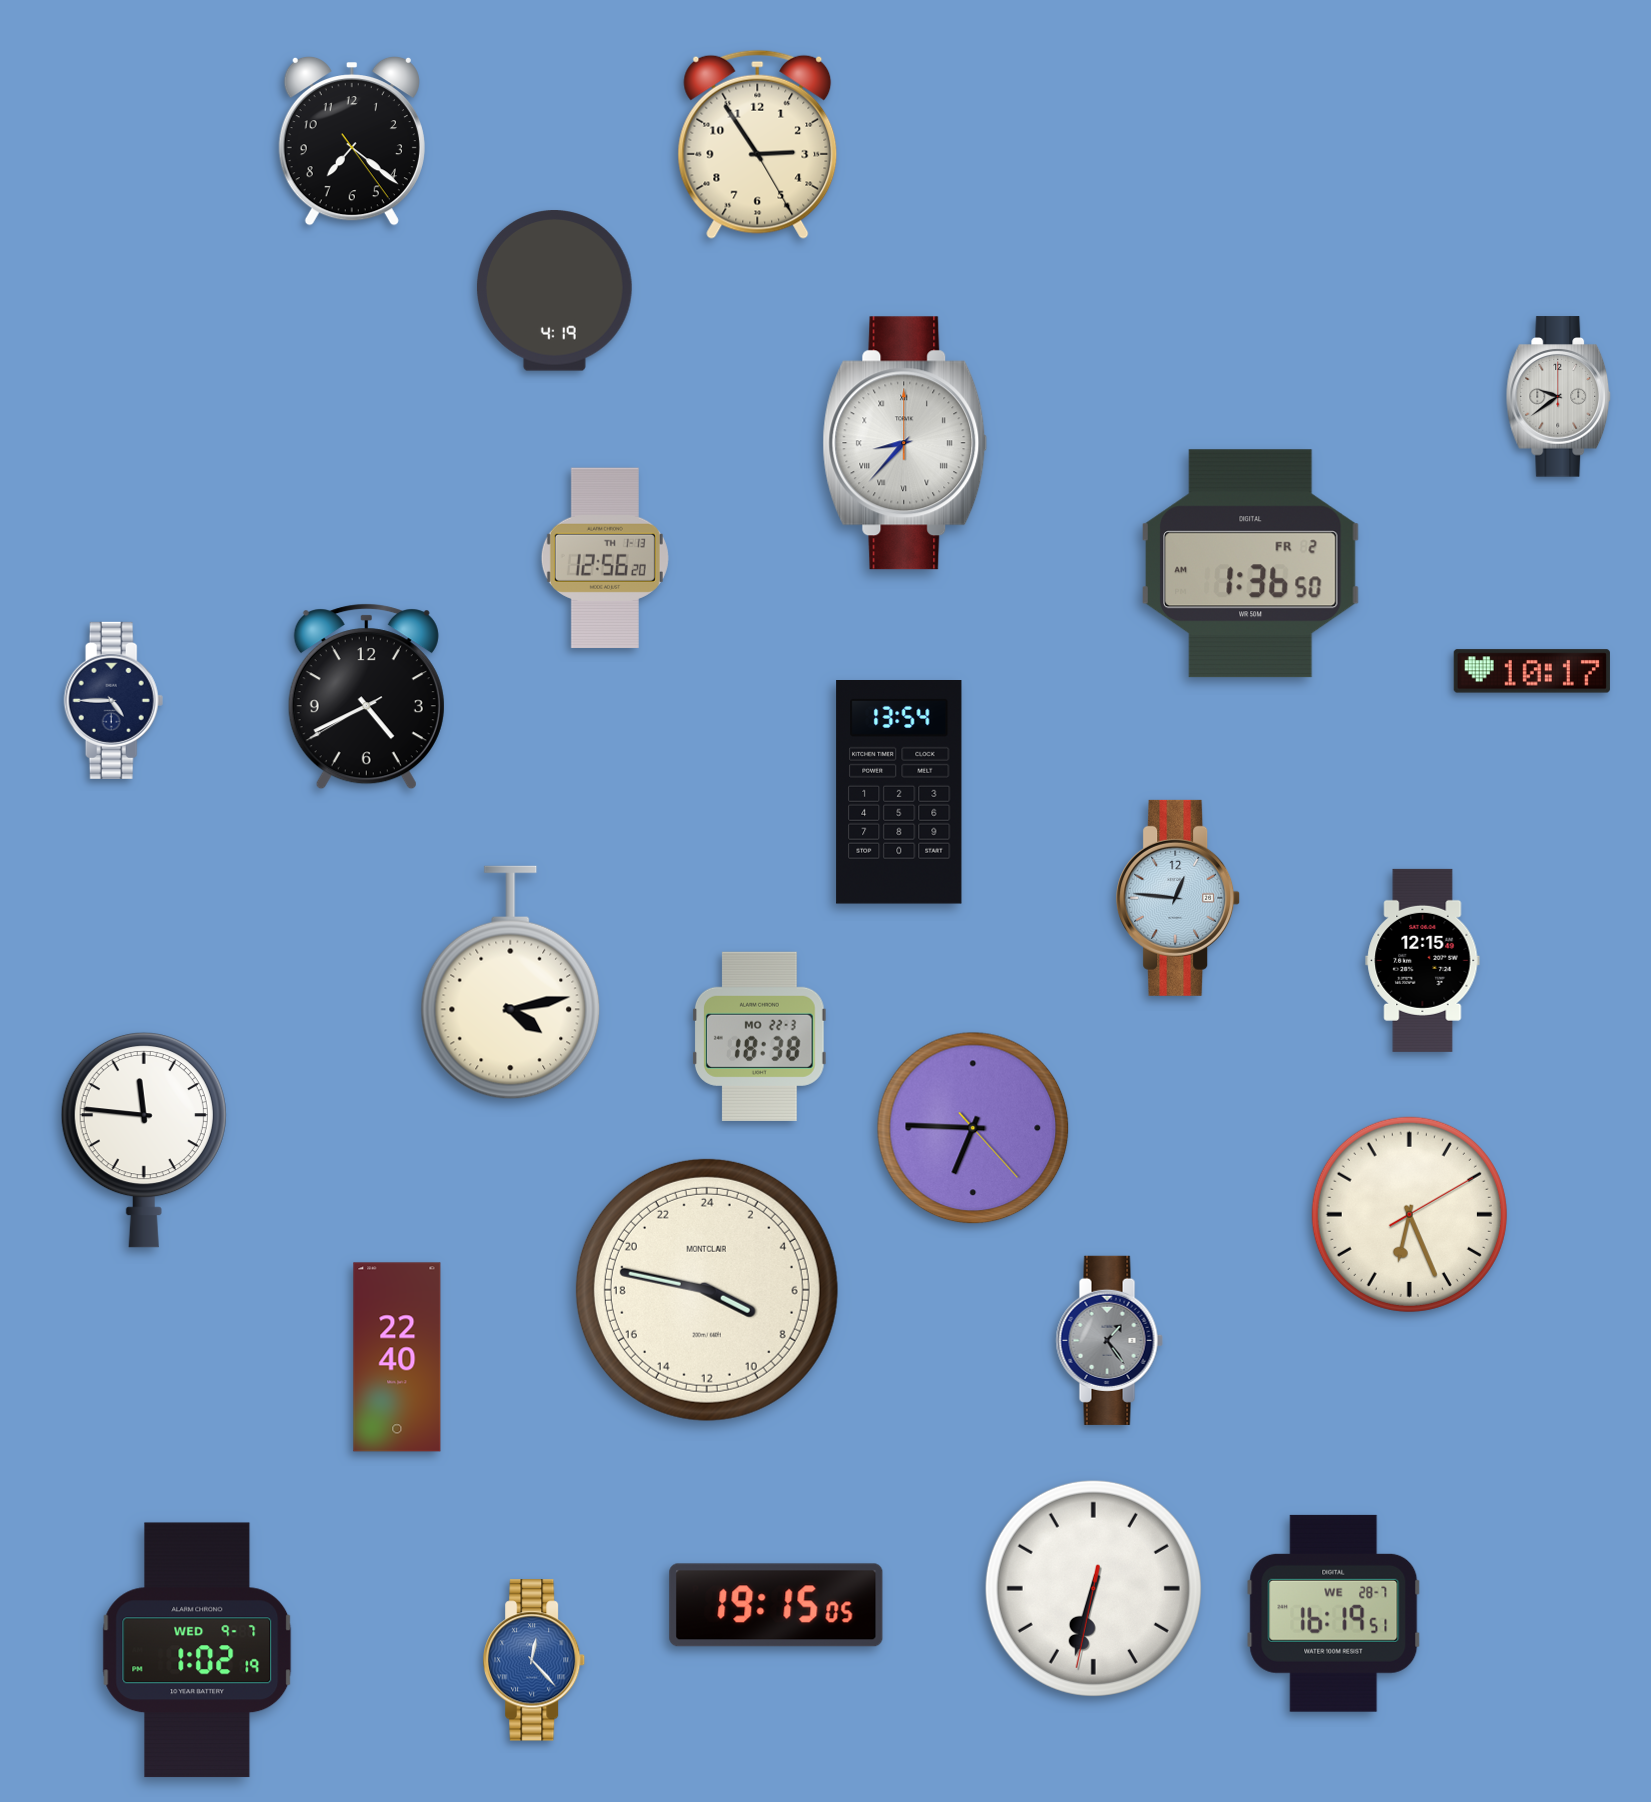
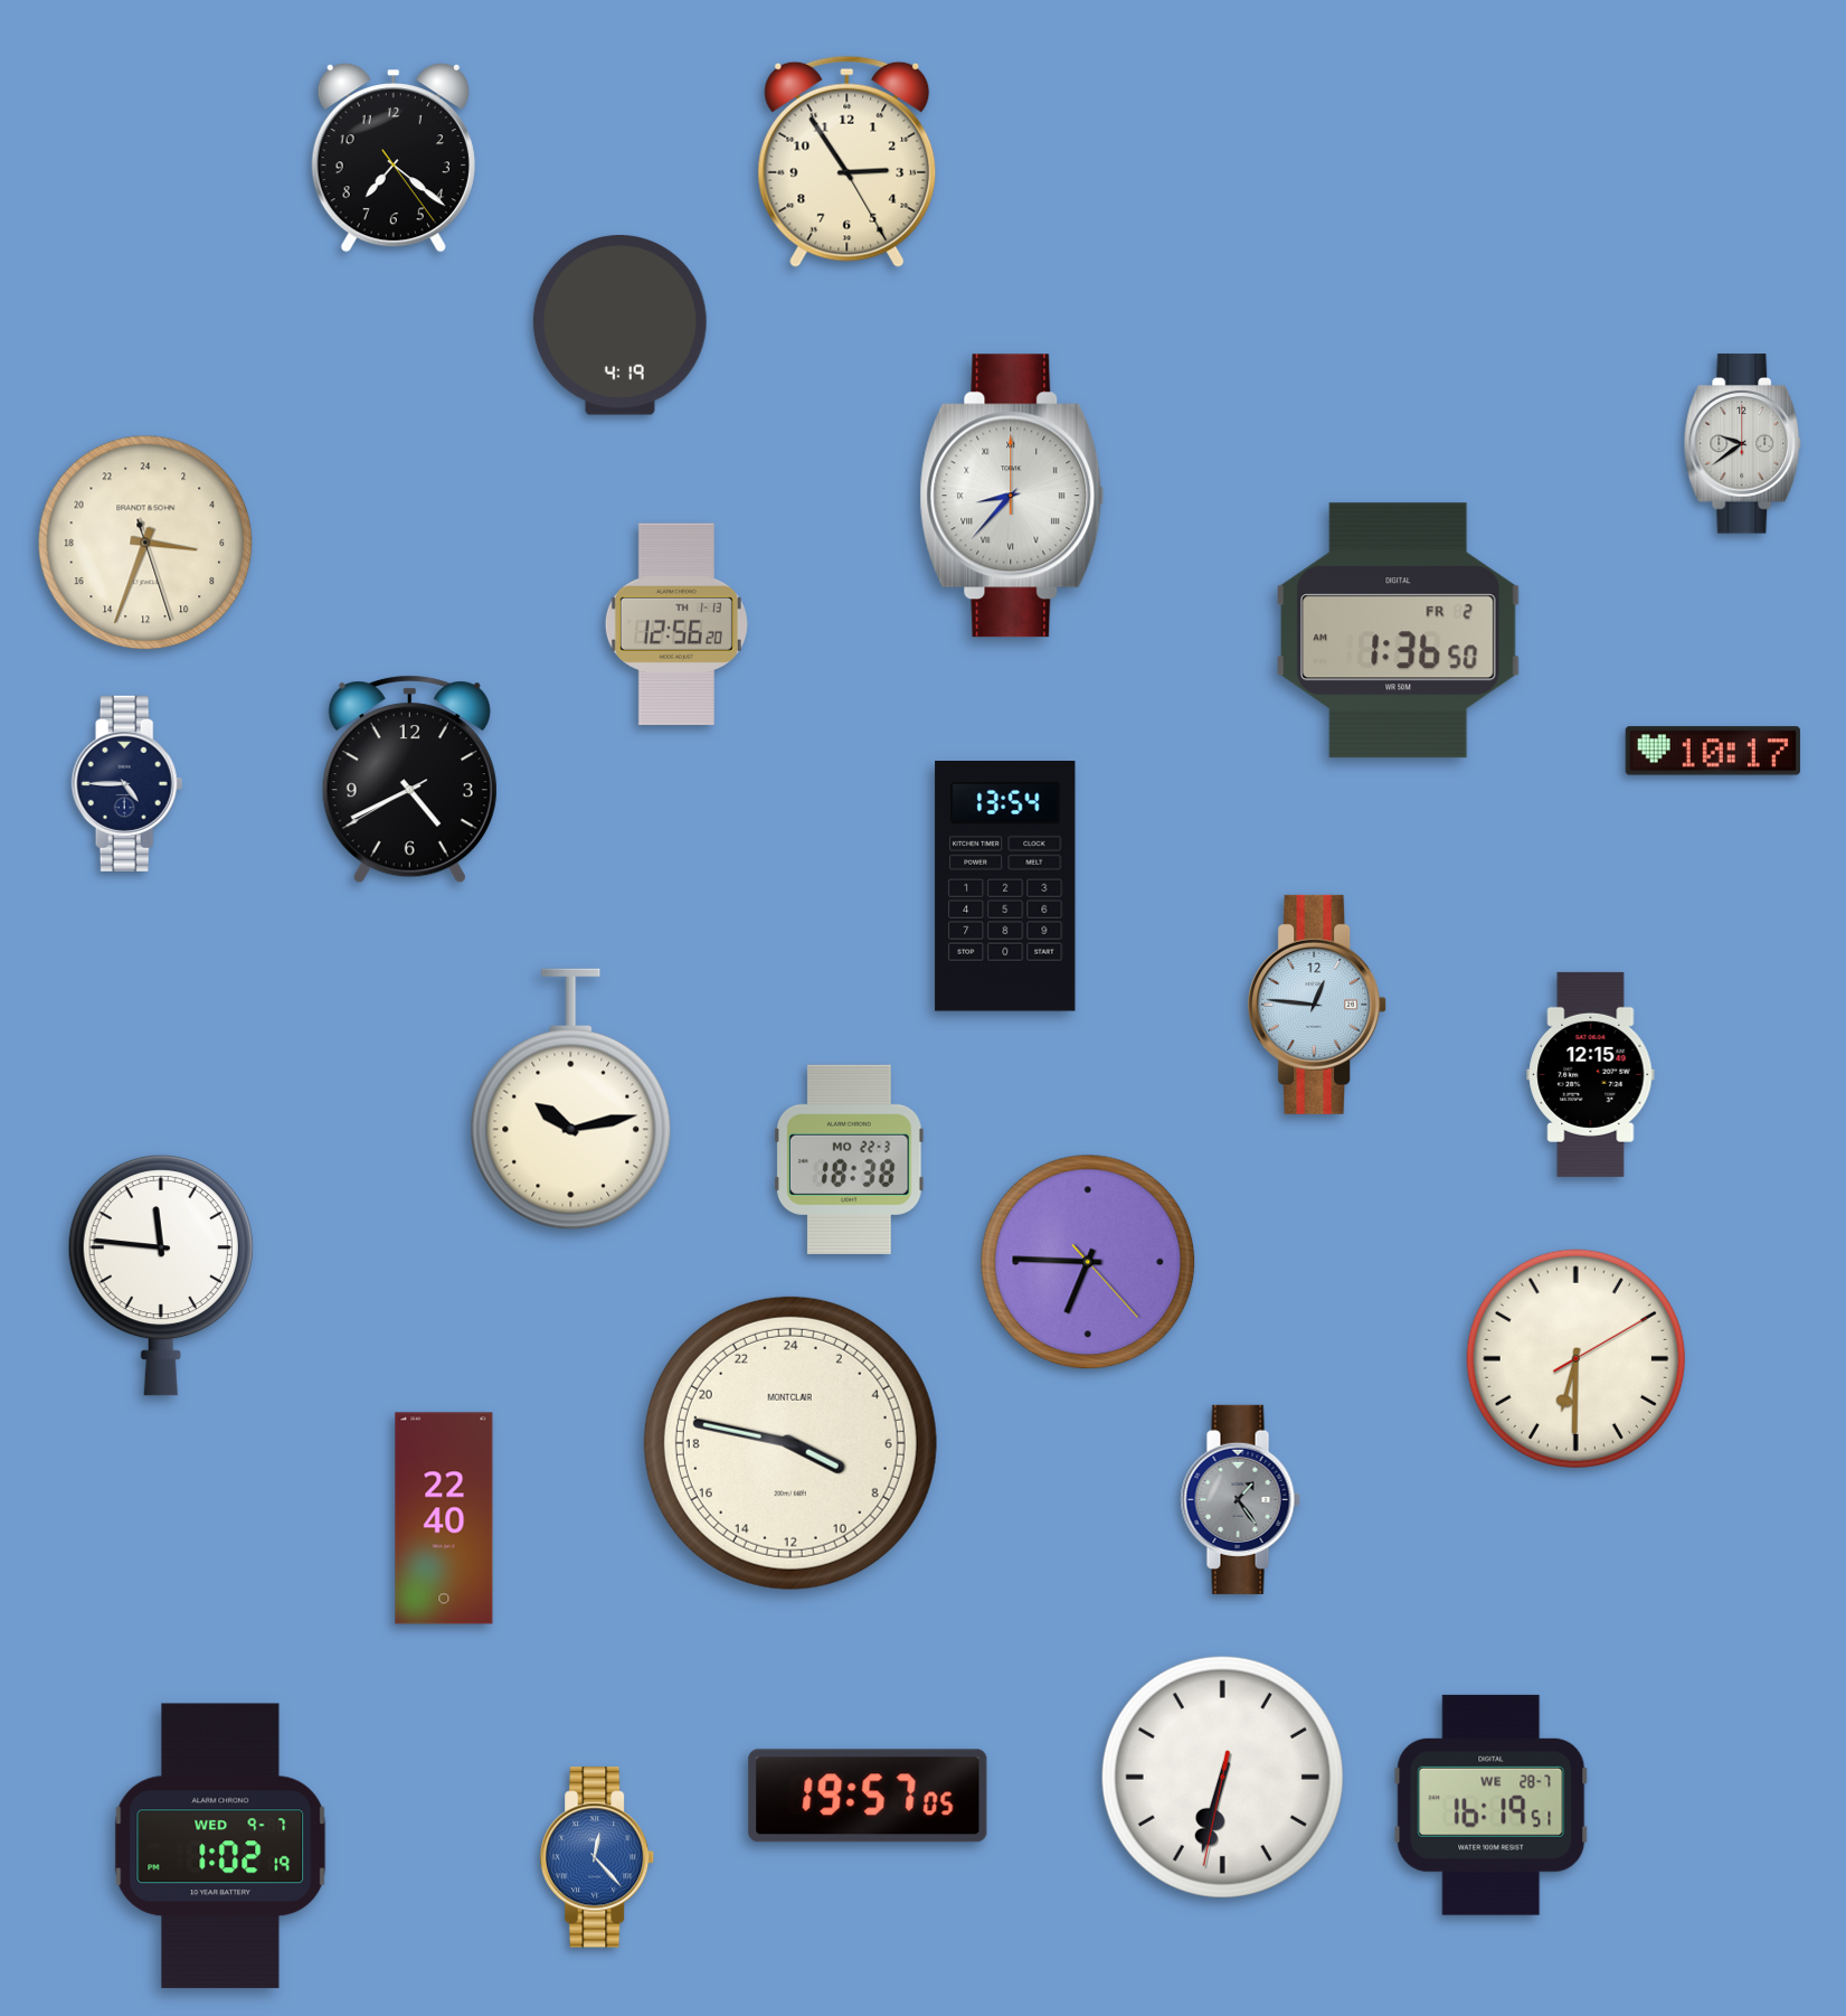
clock at (145, 543): none -> 6:33
clock at (511, 983): 4:13 -> 10:13
clock at (1409, 1214): 6:26 -> 6:30
clock at (776, 1605): 19:15 -> 19:57
